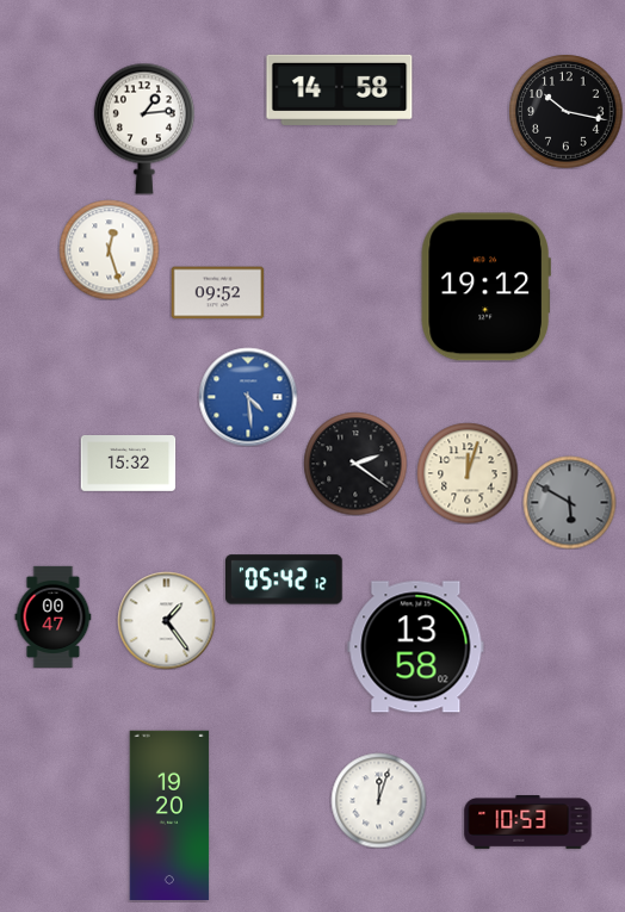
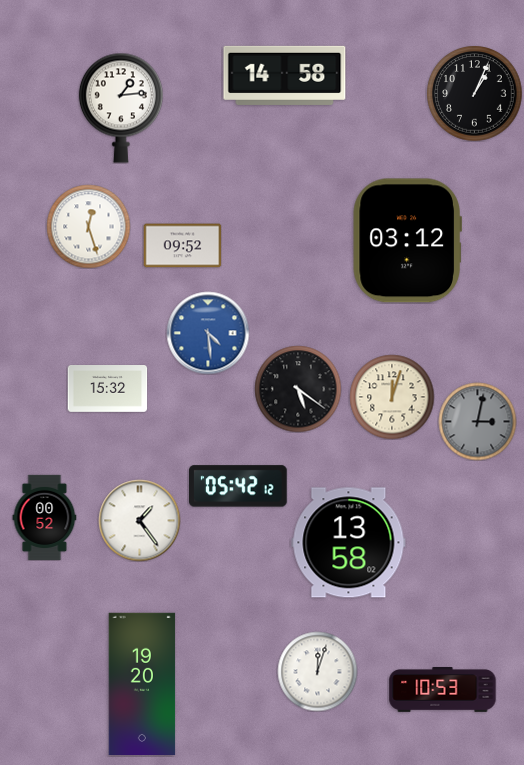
clock at (565, 111): 10:17 -> 1:04
clock at (109, 249) position: (109, 249) -> (88, 226)
clock at (485, 287): 19:12 -> 03:12
clock at (355, 464): 2:21 -> 5:21
clock at (569, 502): 5:50 -> 3:02
clock at (54, 616): 00:47 -> 00:52
